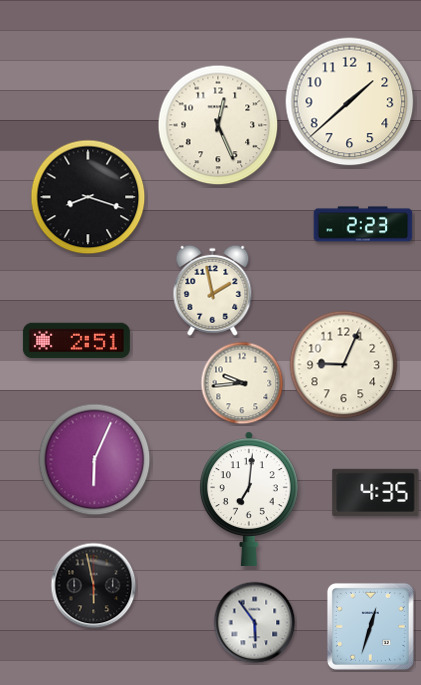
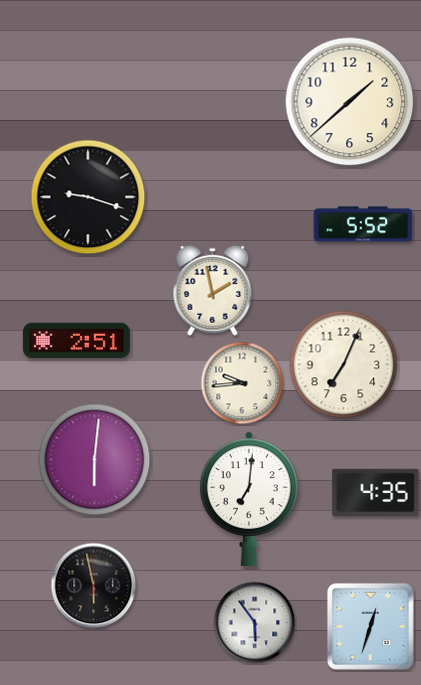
clock at (218, 125): 12:26 -> none
clock at (88, 197): 8:18 -> 9:18
clock at (363, 224): 2:23 -> 5:52
clock at (344, 365): 9:04 -> 7:04
clock at (95, 460): 6:04 -> 6:01
